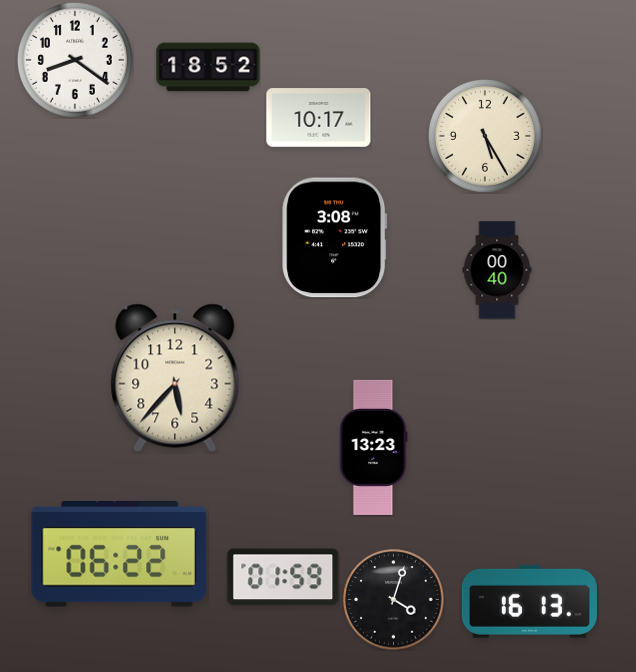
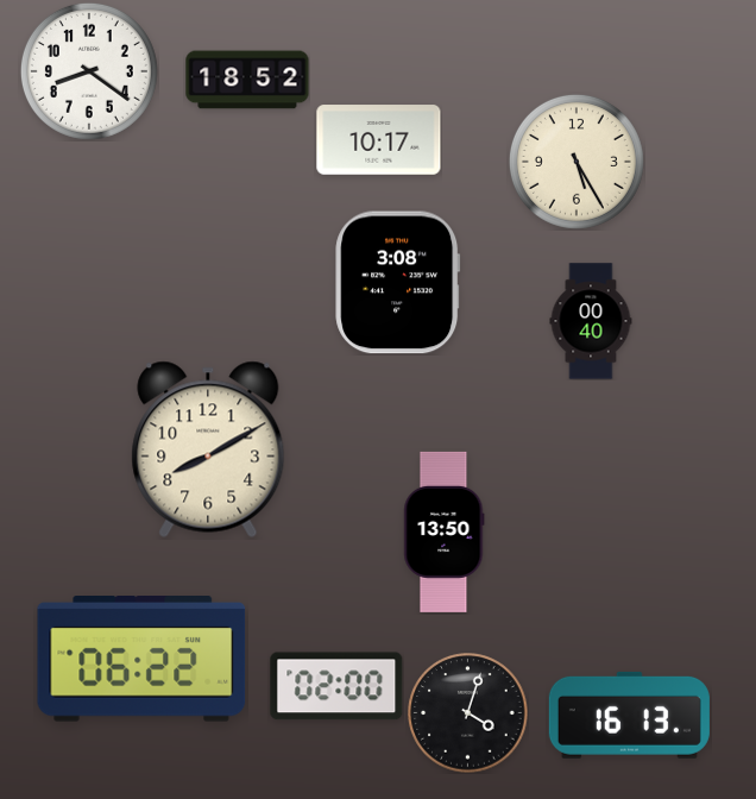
clock at (175, 378): 5:37 -> 8:10
clock at (374, 447): 13:23 -> 13:50
clock at (283, 577): 01:59 -> 02:00
